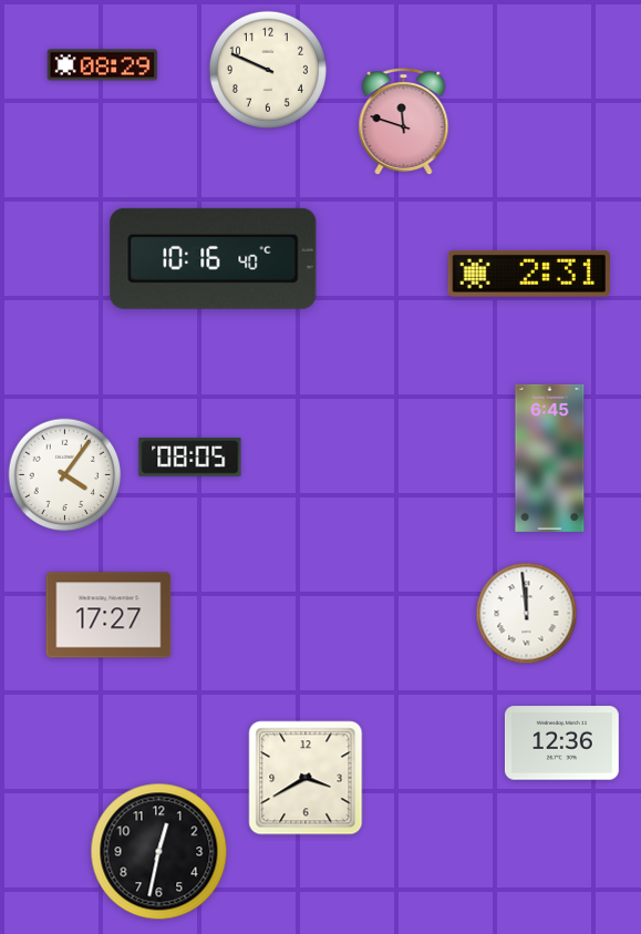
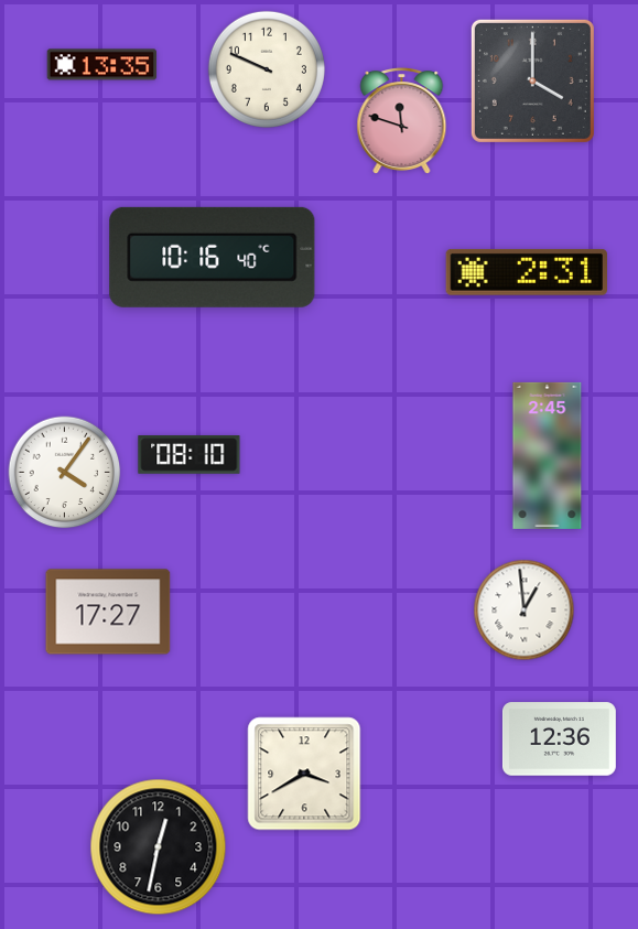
clock at (103, 65): 08:29 -> 13:35
clock at (532, 80): none -> 4:00
clock at (190, 458): 08:05 -> 08:10
clock at (550, 458): 6:45 -> 2:45
clock at (527, 614): 11:59 -> 12:59
